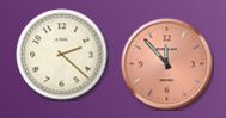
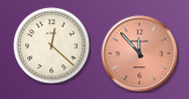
clock at (62, 55): 2:22 -> 12:22
